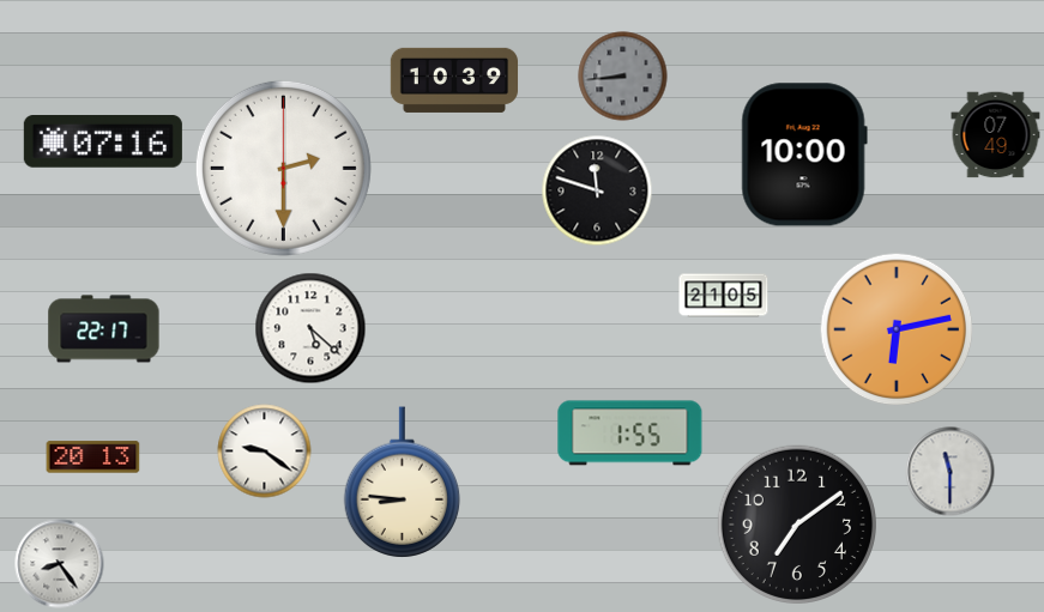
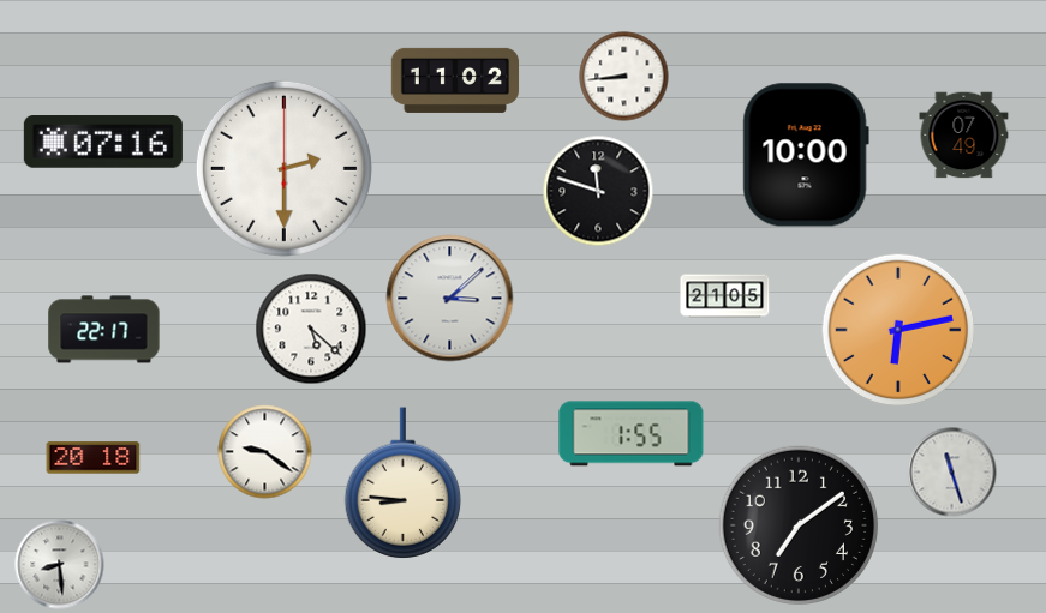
clock at (623, 77) dial: grey -> white
clock at (454, 80): 10:39 -> 11:02
clock at (996, 135) position: (996, 135) -> (964, 136)
clock at (450, 299): none -> 3:08
clock at (93, 458): 20:13 -> 20:18
clock at (951, 472): 11:30 -> 11:27
clock at (60, 564): 8:24 -> 8:29
